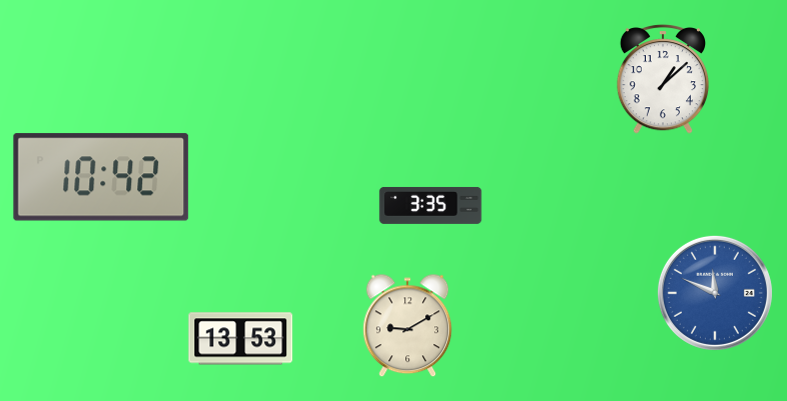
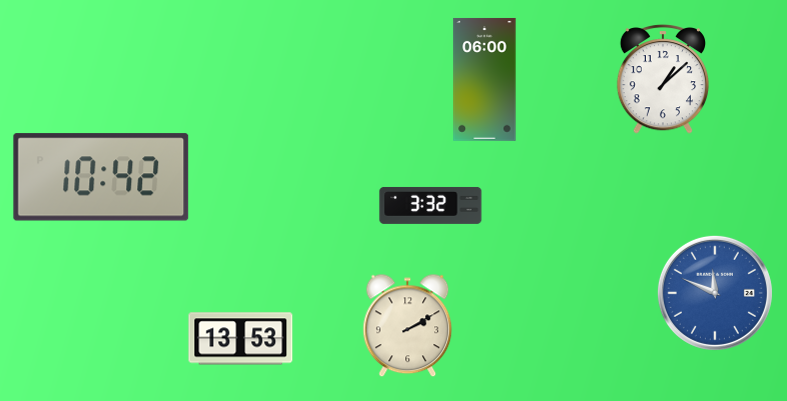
clock at (485, 79): none -> 06:00
clock at (431, 205): 3:35 -> 3:32
clock at (408, 326): 9:10 -> 2:10
